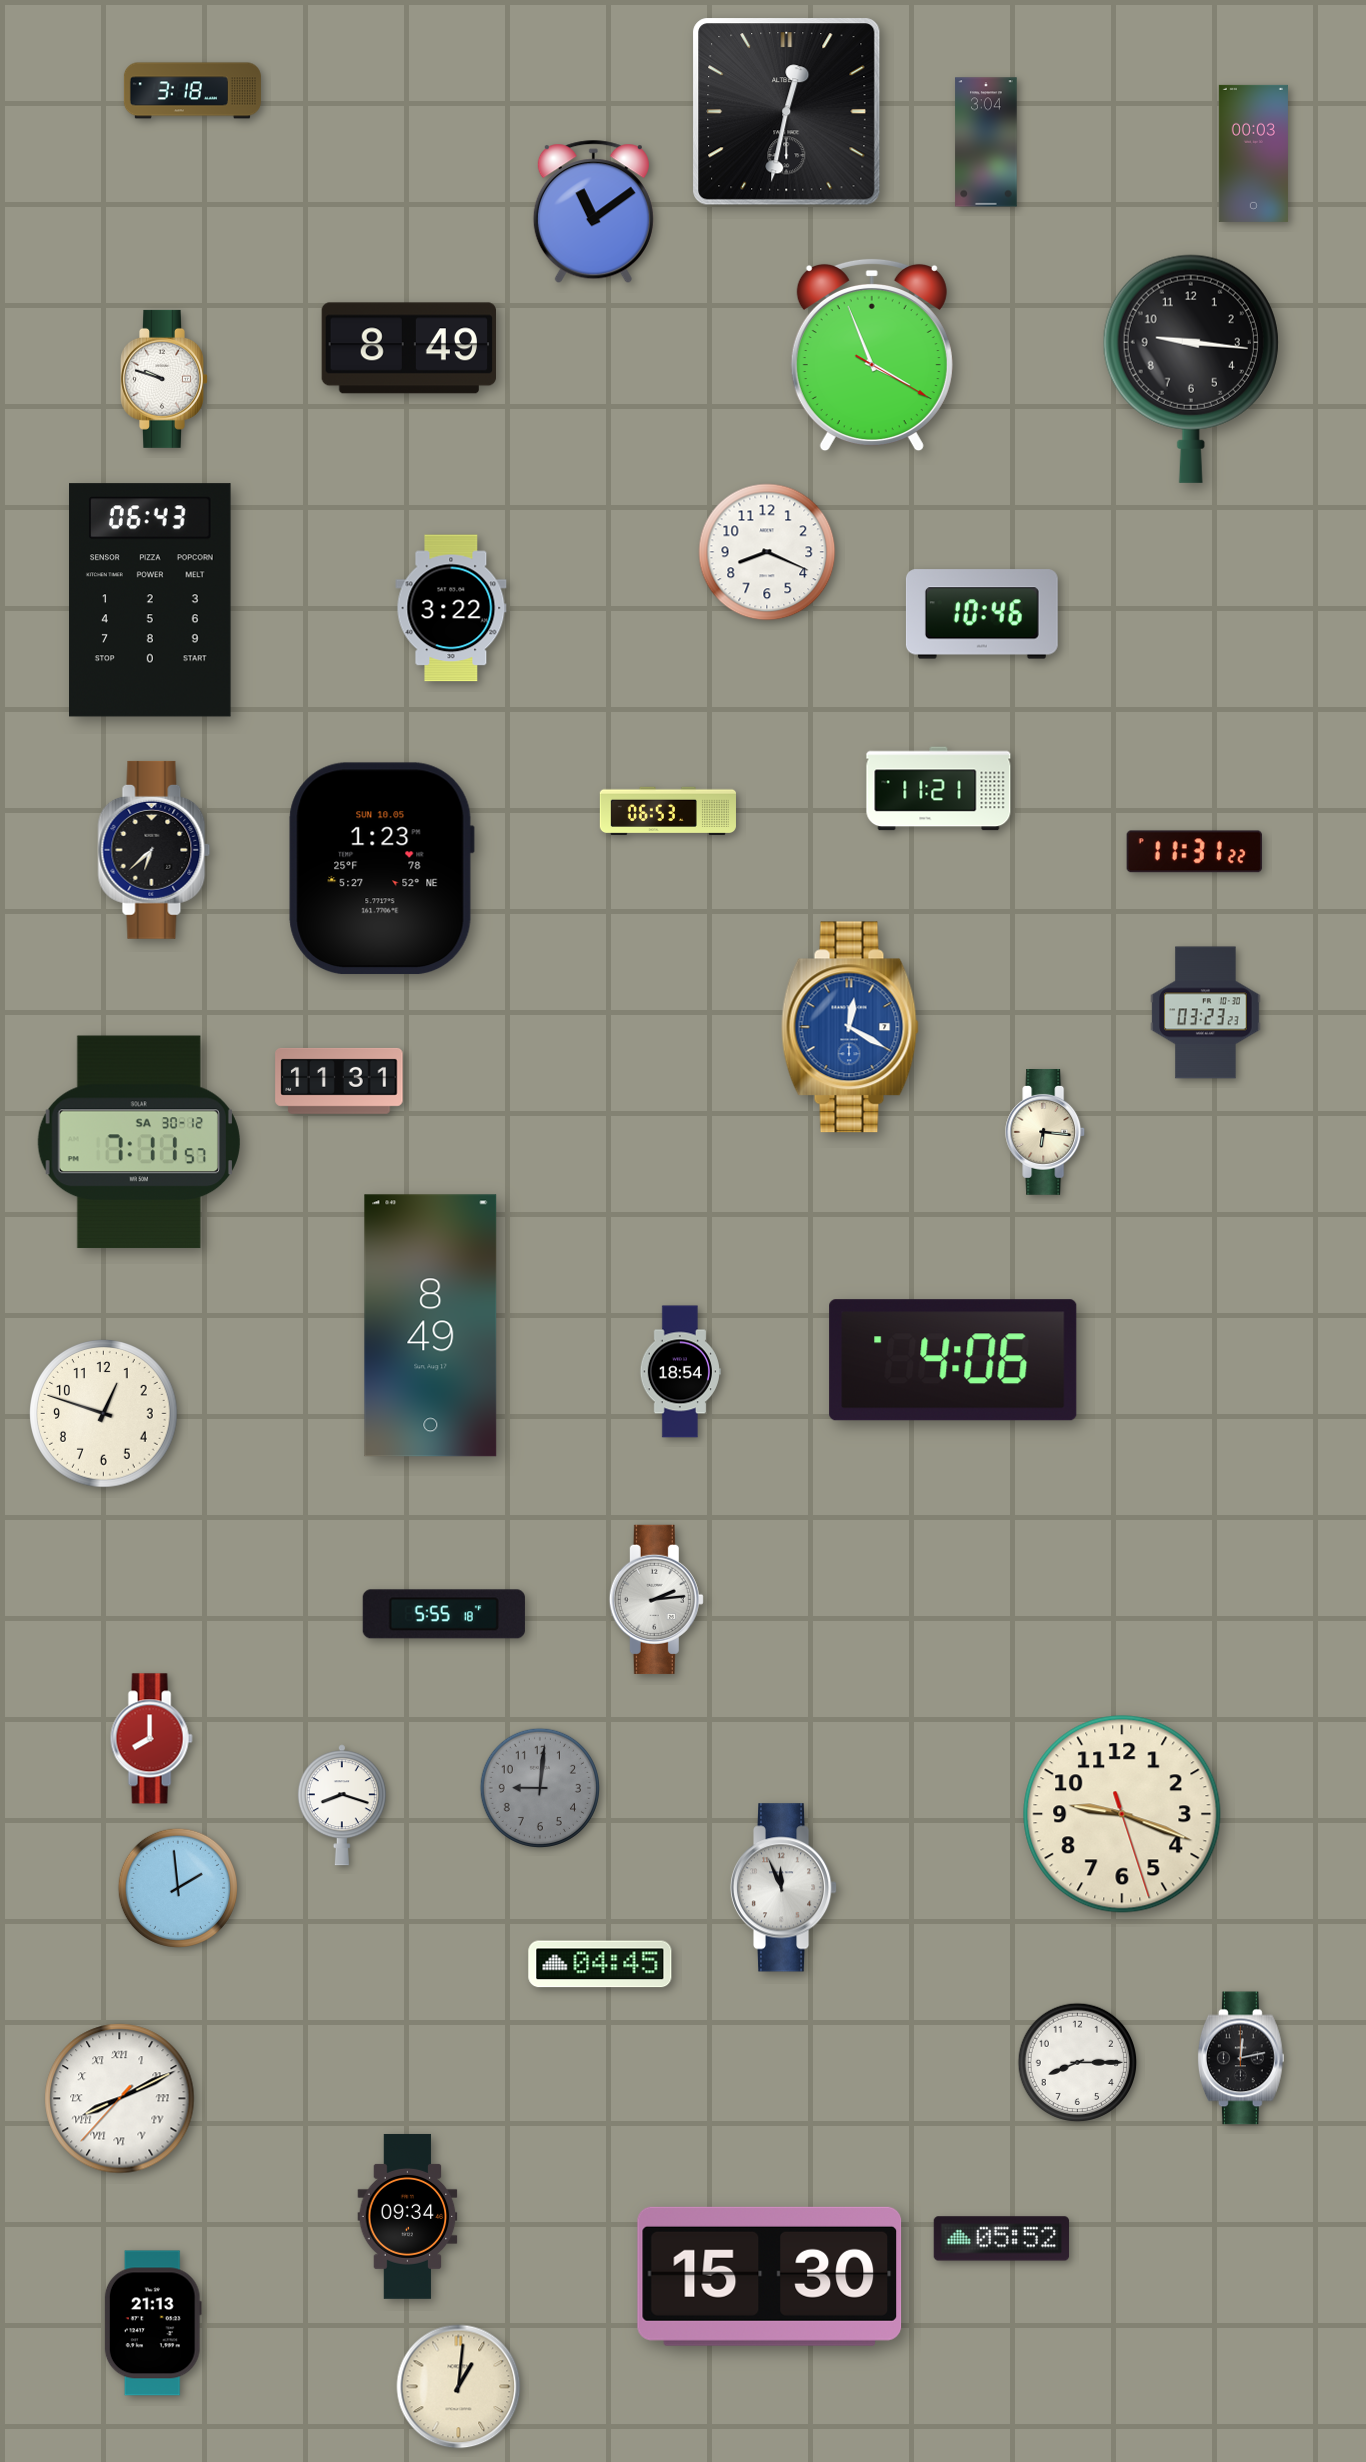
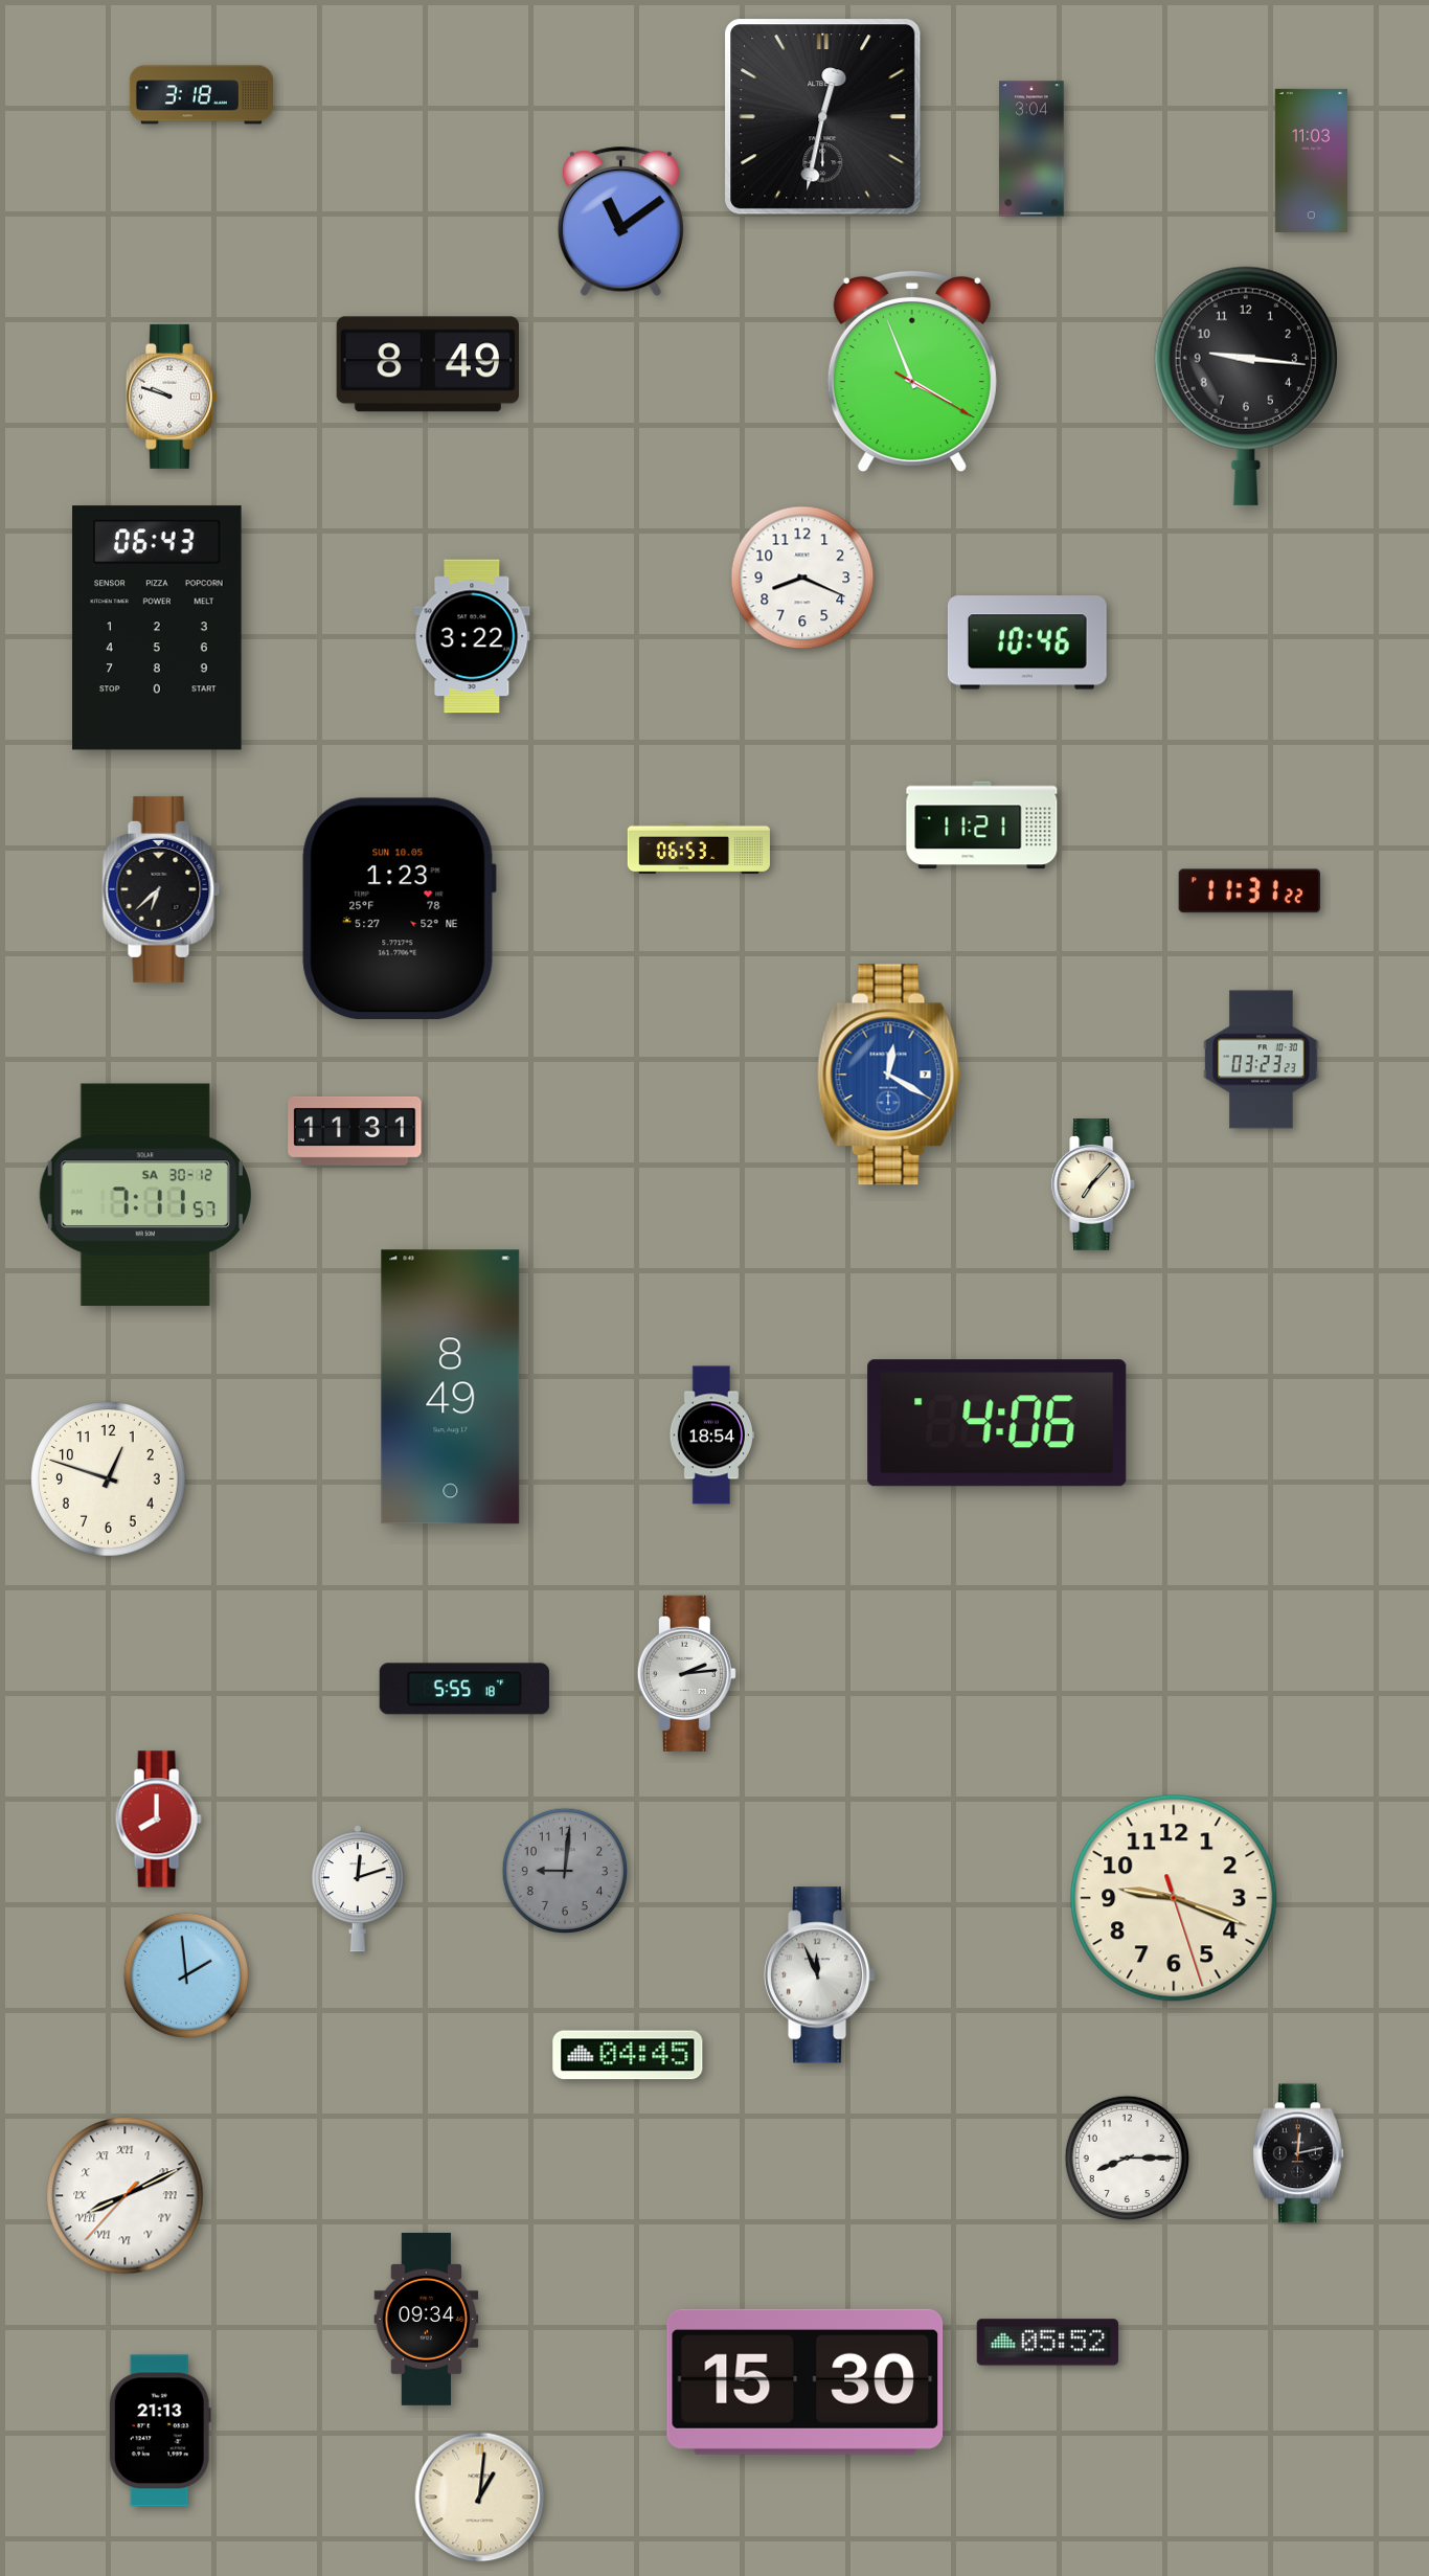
clock at (1253, 153): 00:03 -> 11:03
clock at (1046, 1133): 6:16 -> 7:07
clock at (342, 1805): 8:18 -> 12:12
